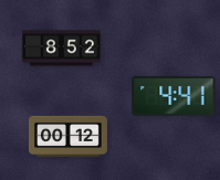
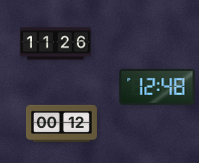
clock at (61, 49): 8:52 -> 11:26
clock at (174, 97): 4:41 -> 12:48
